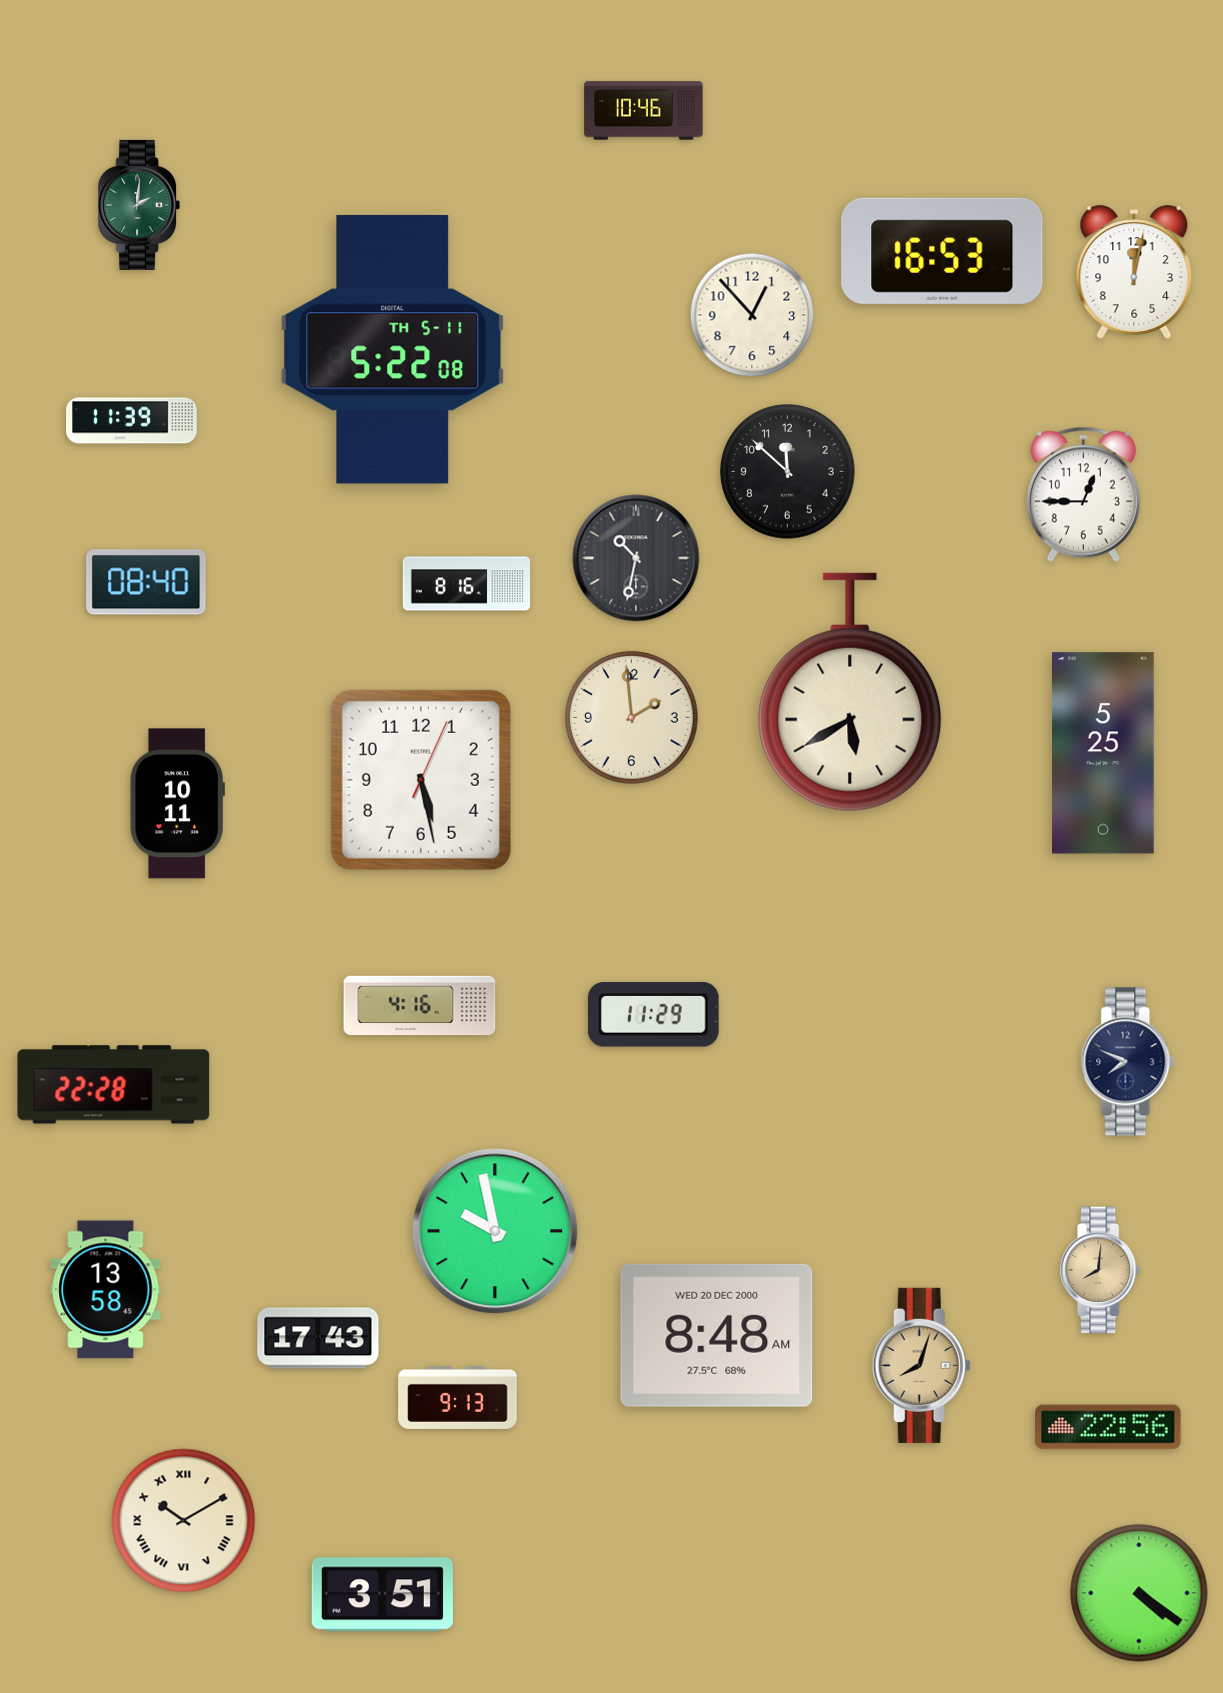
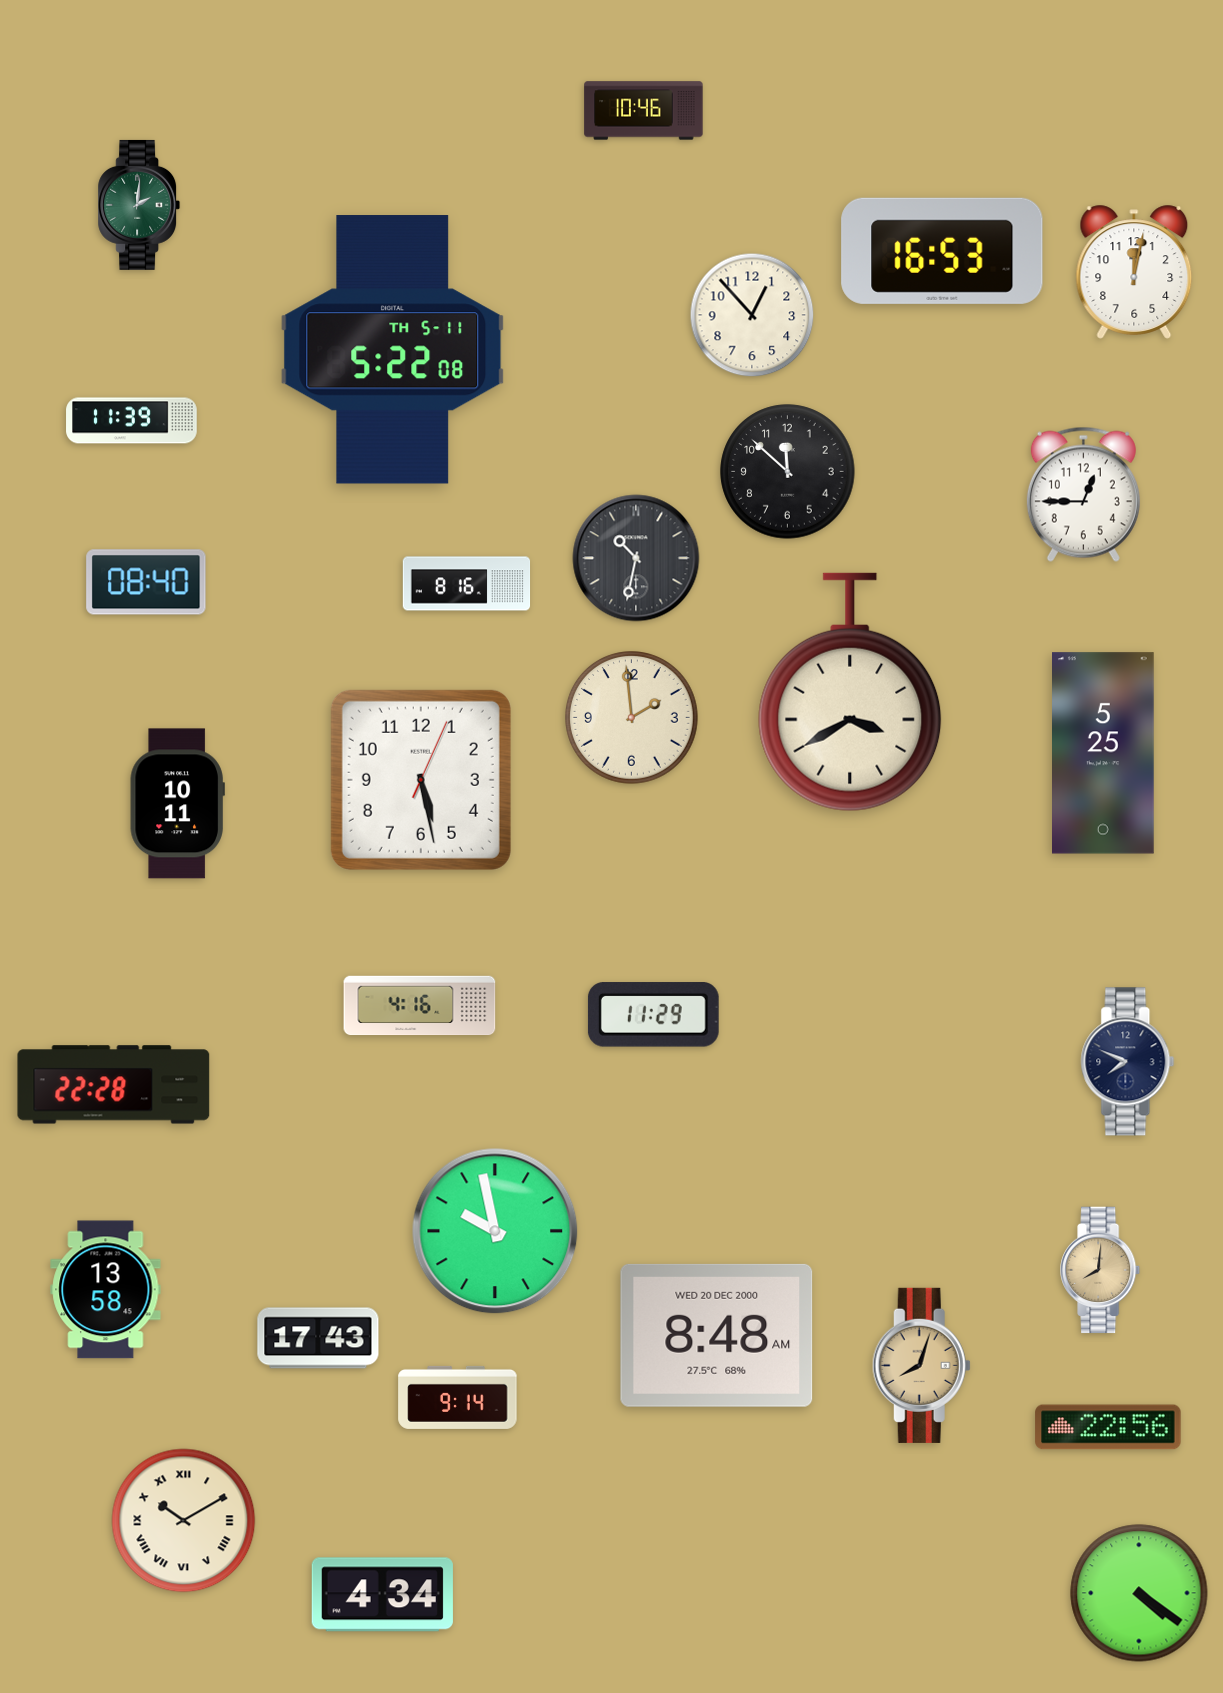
clock at (850, 692): 5:40 -> 3:40
clock at (458, 1397): 9:13 -> 9:14
clock at (382, 1595): 3:51 -> 4:34
